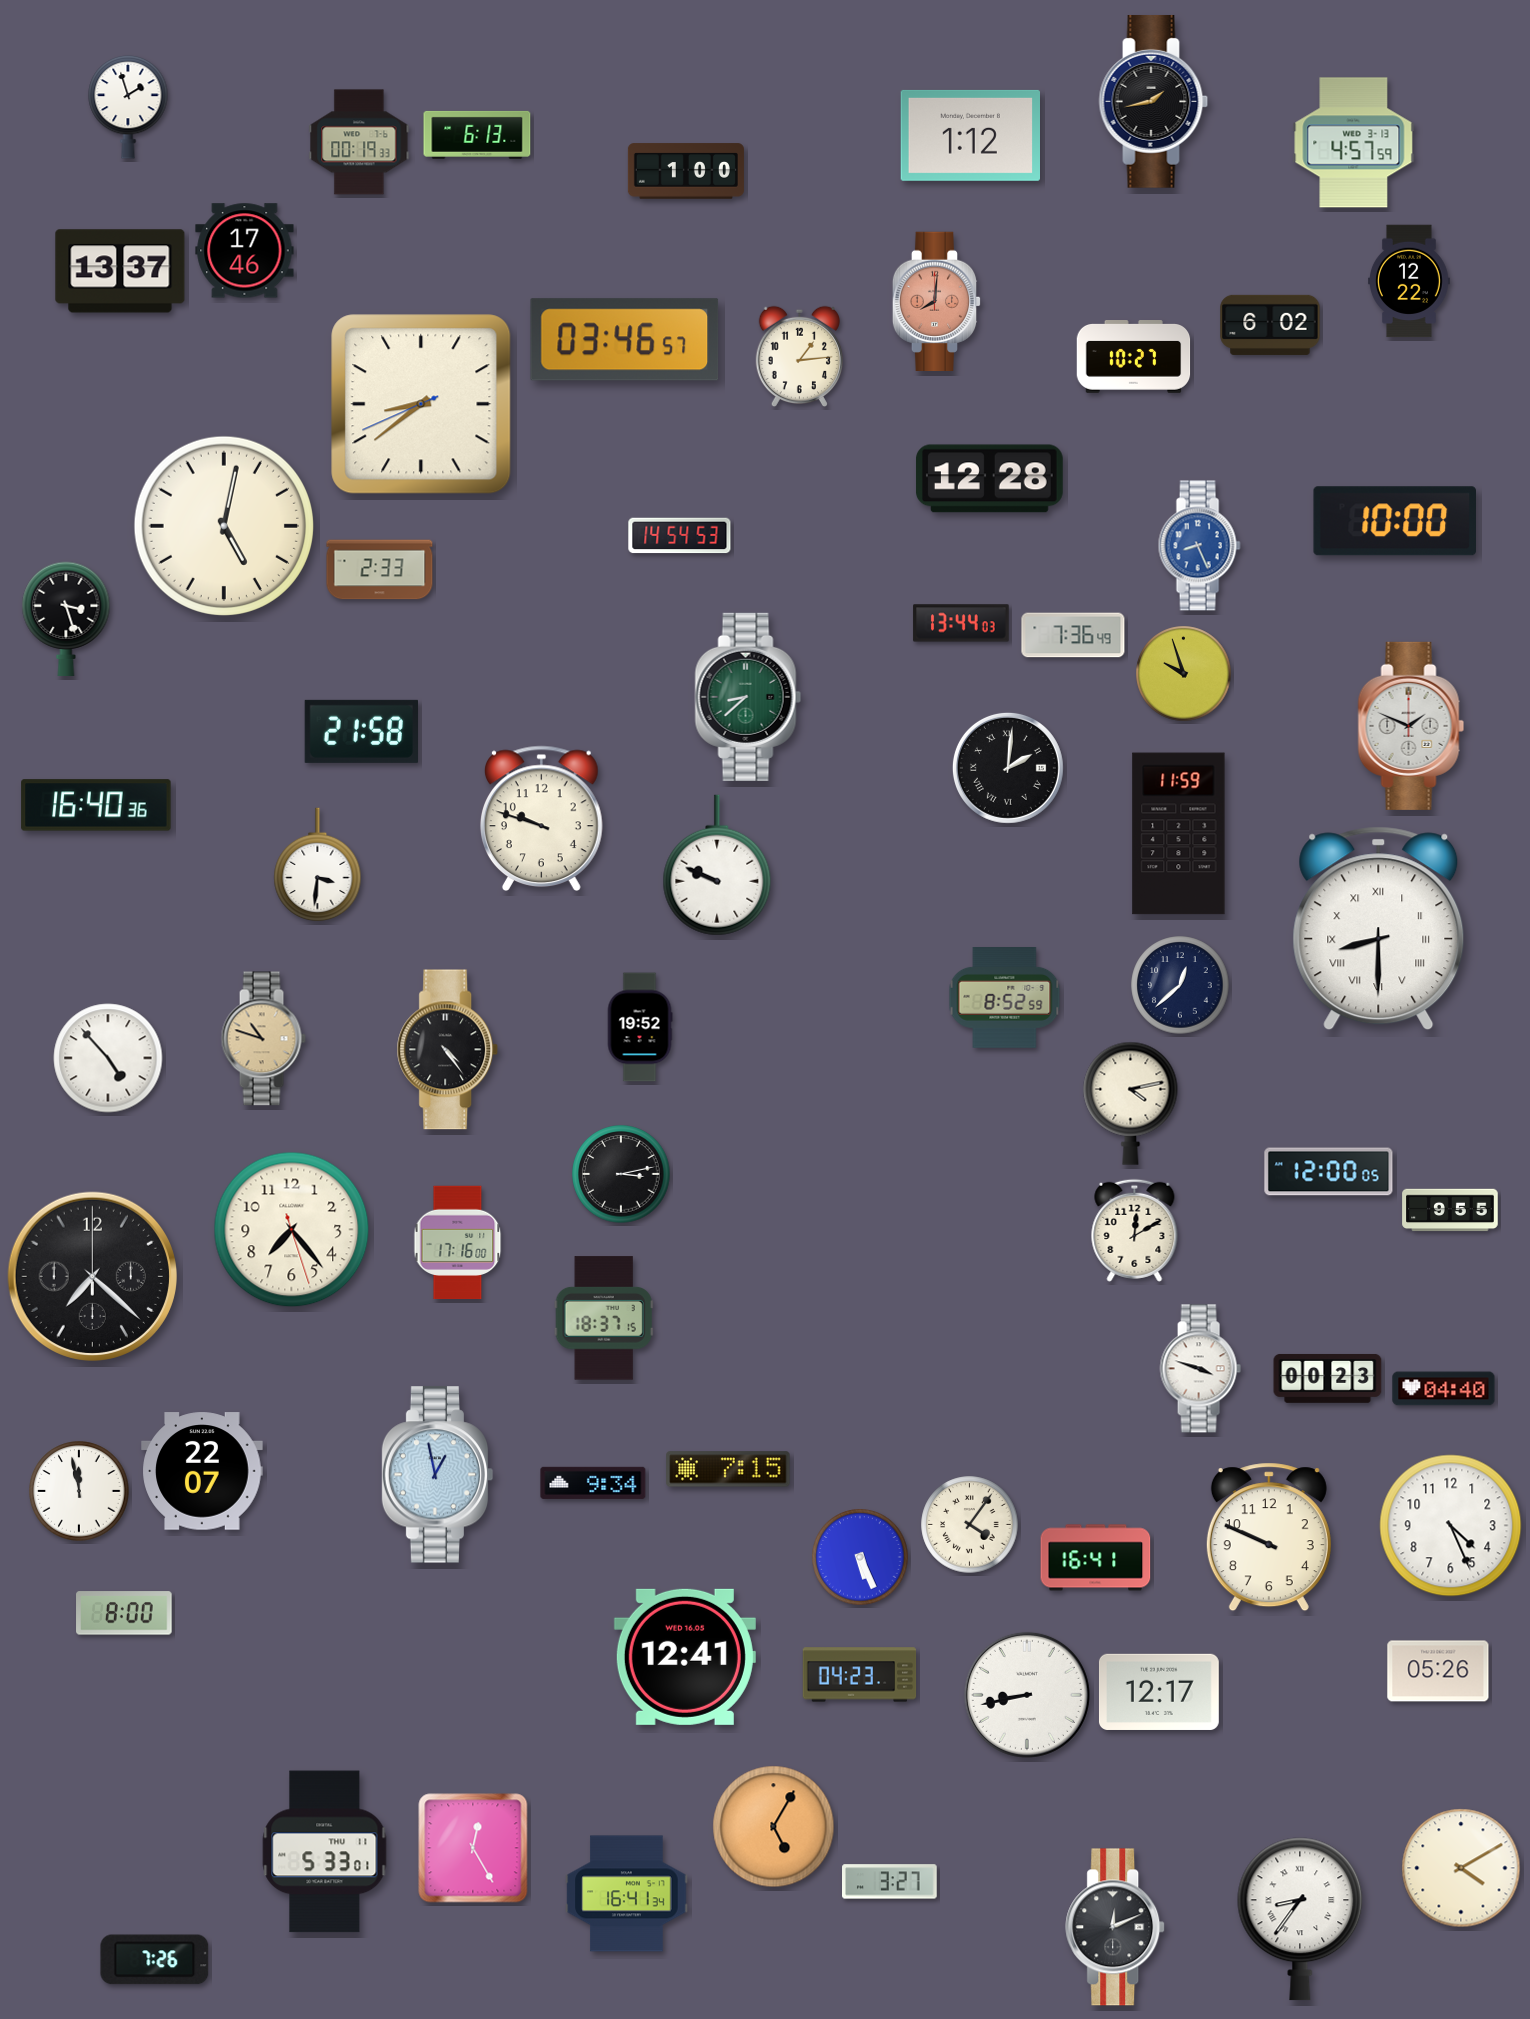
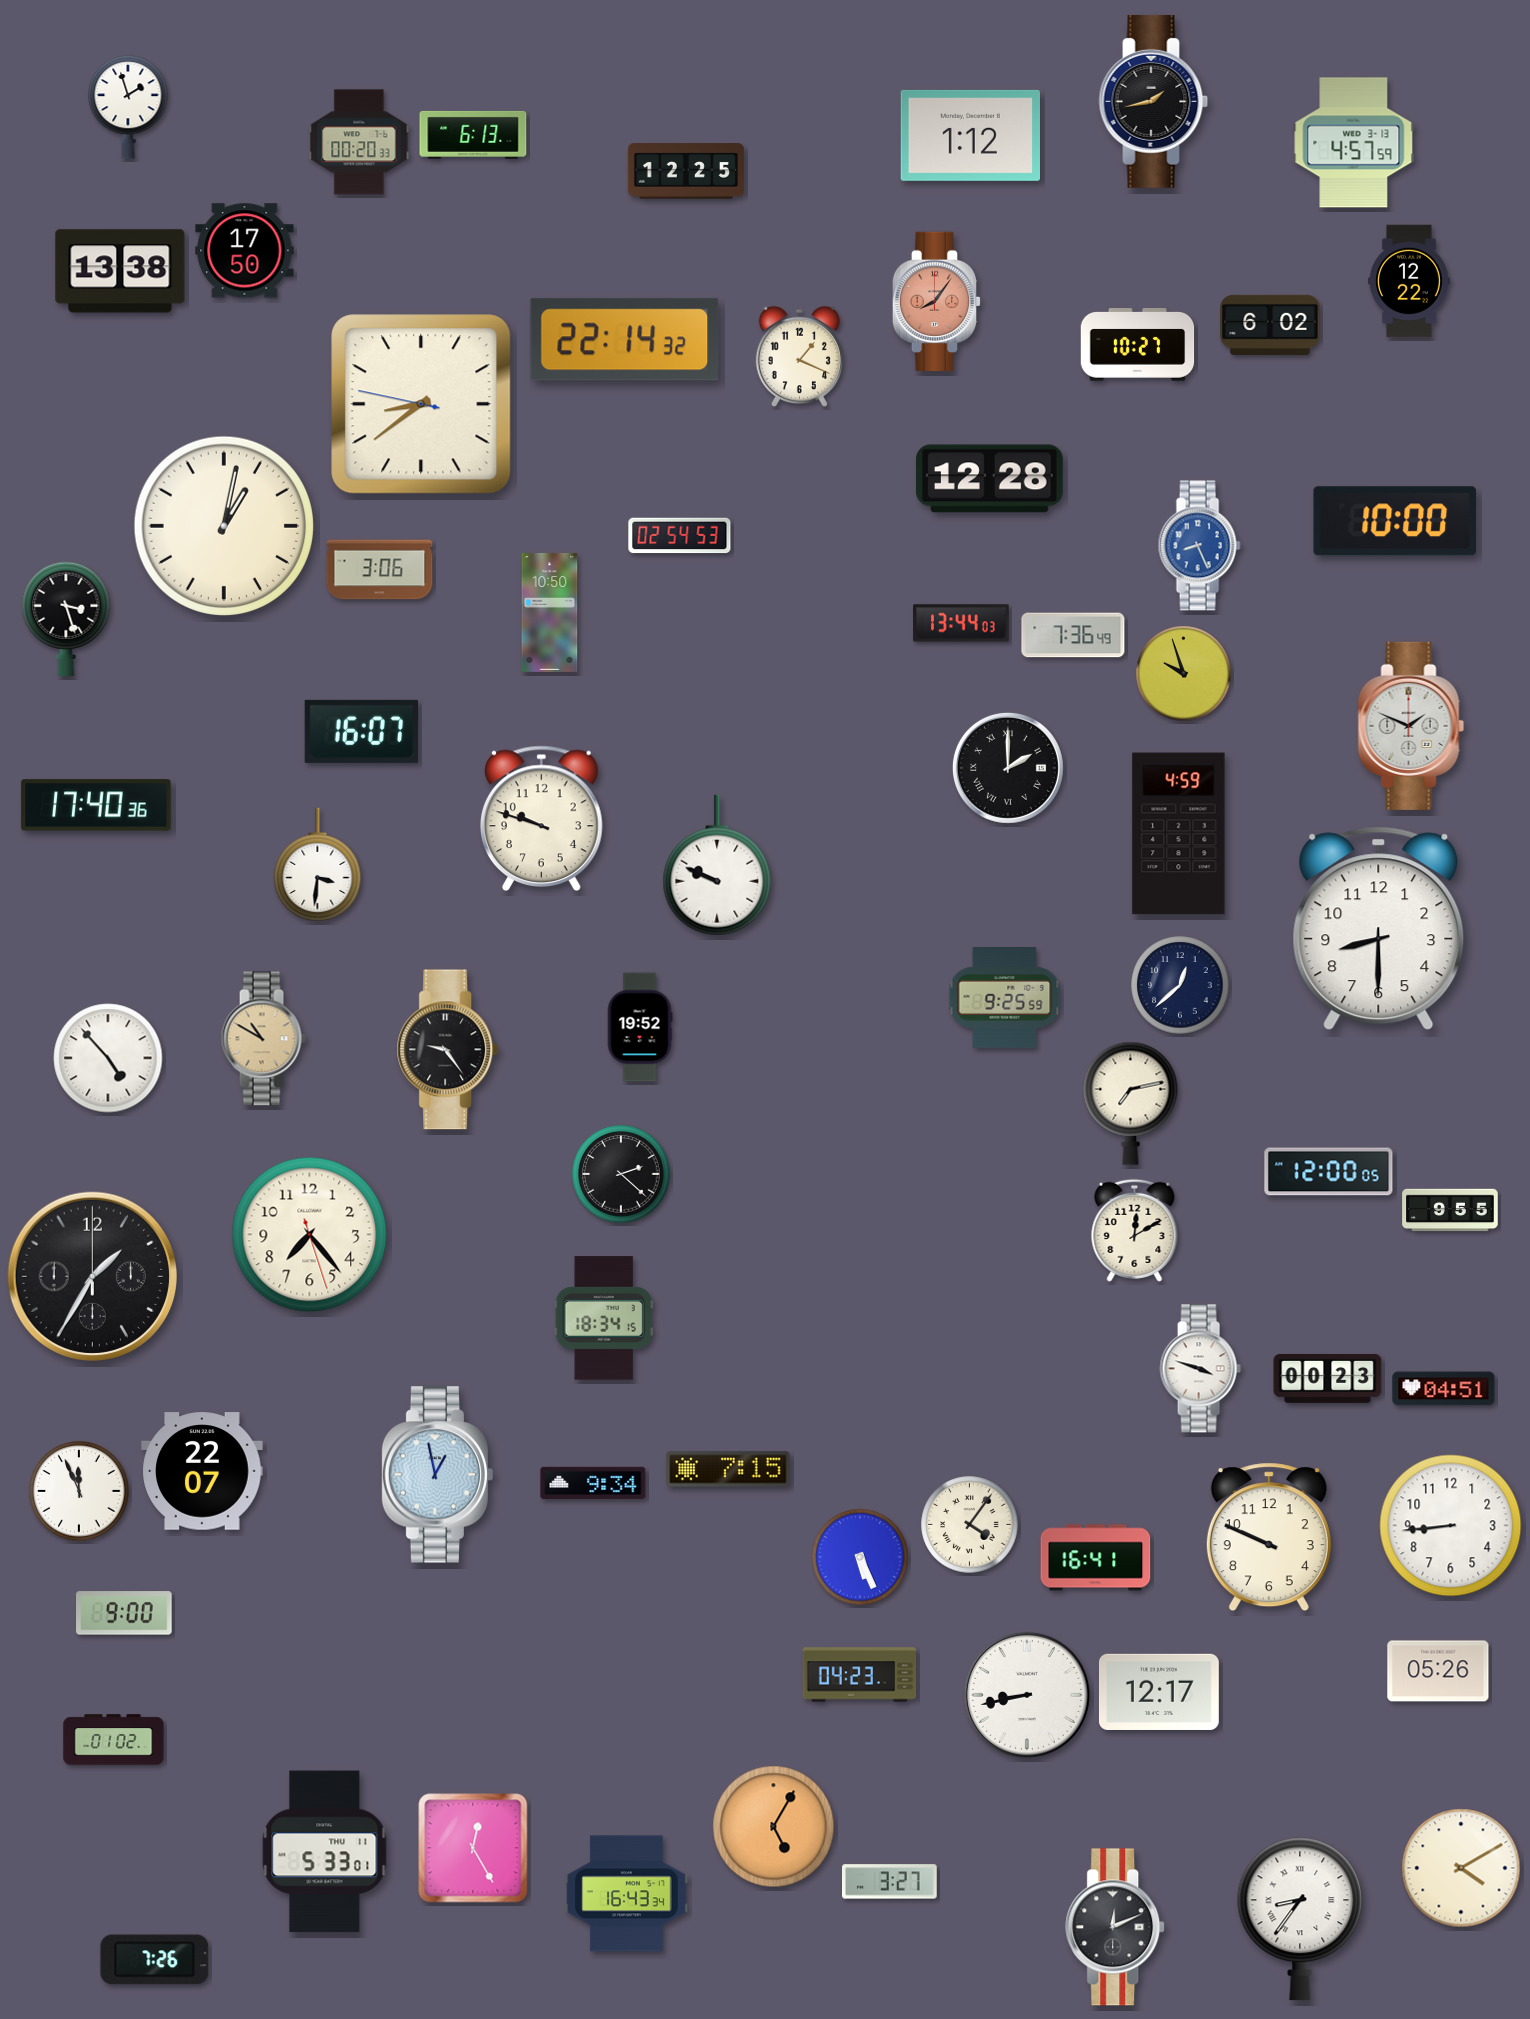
clock at (477, 135) position: (477, 135) -> (473, 135)
clock at (359, 142): 00:19 -> 00:20
clock at (686, 171): 1:00 -> 12:25
clock at (245, 251): 17:46 -> 17:50
clock at (120, 271): 13:37 -> 13:38
clock at (937, 301): 8:01 -> 8:06
clock at (625, 340): 03:46 -> 22:14
clock at (799, 357): 1:14 -> 1:19
clock at (1134, 357) position: (1134, 357) -> (1138, 345)
clock at (421, 404): 8:38:41 -> 8:38:47
clock at (223, 525): 5:02 -> 1:02
clock at (680, 536): 14:54 -> 02:54
clock at (380, 570): 2:33 -> 3:06
clock at (550, 612): none -> 10:50
clock at (748, 697): 8:38 -> none
clock at (361, 731): 21:58 -> 16:07
clock at (1008, 768): 2:01 -> 2:00
clock at (96, 805): 16:40 -> 17:40
clock at (1179, 834): 11:59 -> 4:59
clock at (1379, 929) numerals: Roman -> Arabic
clock at (1005, 998): 8:52 -> 9:25
clock at (263, 1039): 10:48 -> 10:50
clock at (448, 1050): 4:24 -> 9:24
clock at (1131, 1103): 4:13 -> 7:13
clock at (621, 1174): 3:13 -> 2:22
clock at (292, 1230) position: (292, 1230) -> (310, 1235)
clock at (458, 1243): 17:16 -> none
clock at (92, 1276): 7:22 -> 1:35
clock at (604, 1318): 18:37 -> 18:34
clock at (1444, 1389): 04:40 -> 04:51
clock at (79, 1491): 11:58 -> 11:56
clock at (1451, 1526): 4:26 -> 8:44
clock at (124, 1613): 8:00 -> 9:00
clock at (685, 1657): 12:41 -> none
clock at (114, 1740): none -> 01:02
clock at (627, 1894): 16:41 -> 16:43
